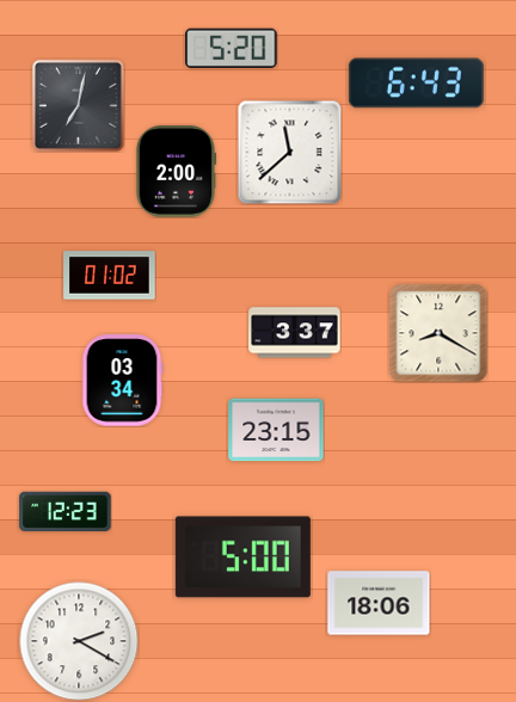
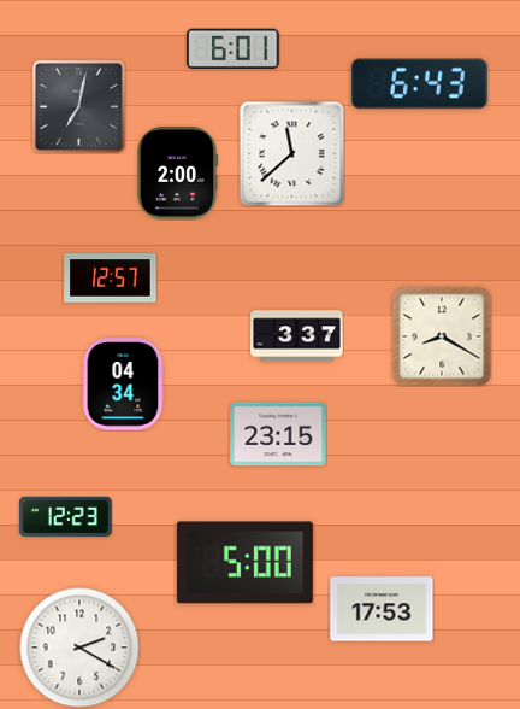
clock at (232, 48): 5:20 -> 6:01
clock at (110, 276): 01:02 -> 12:57
clock at (122, 381): 03:34 -> 04:34
clock at (379, 603): 18:06 -> 17:53
